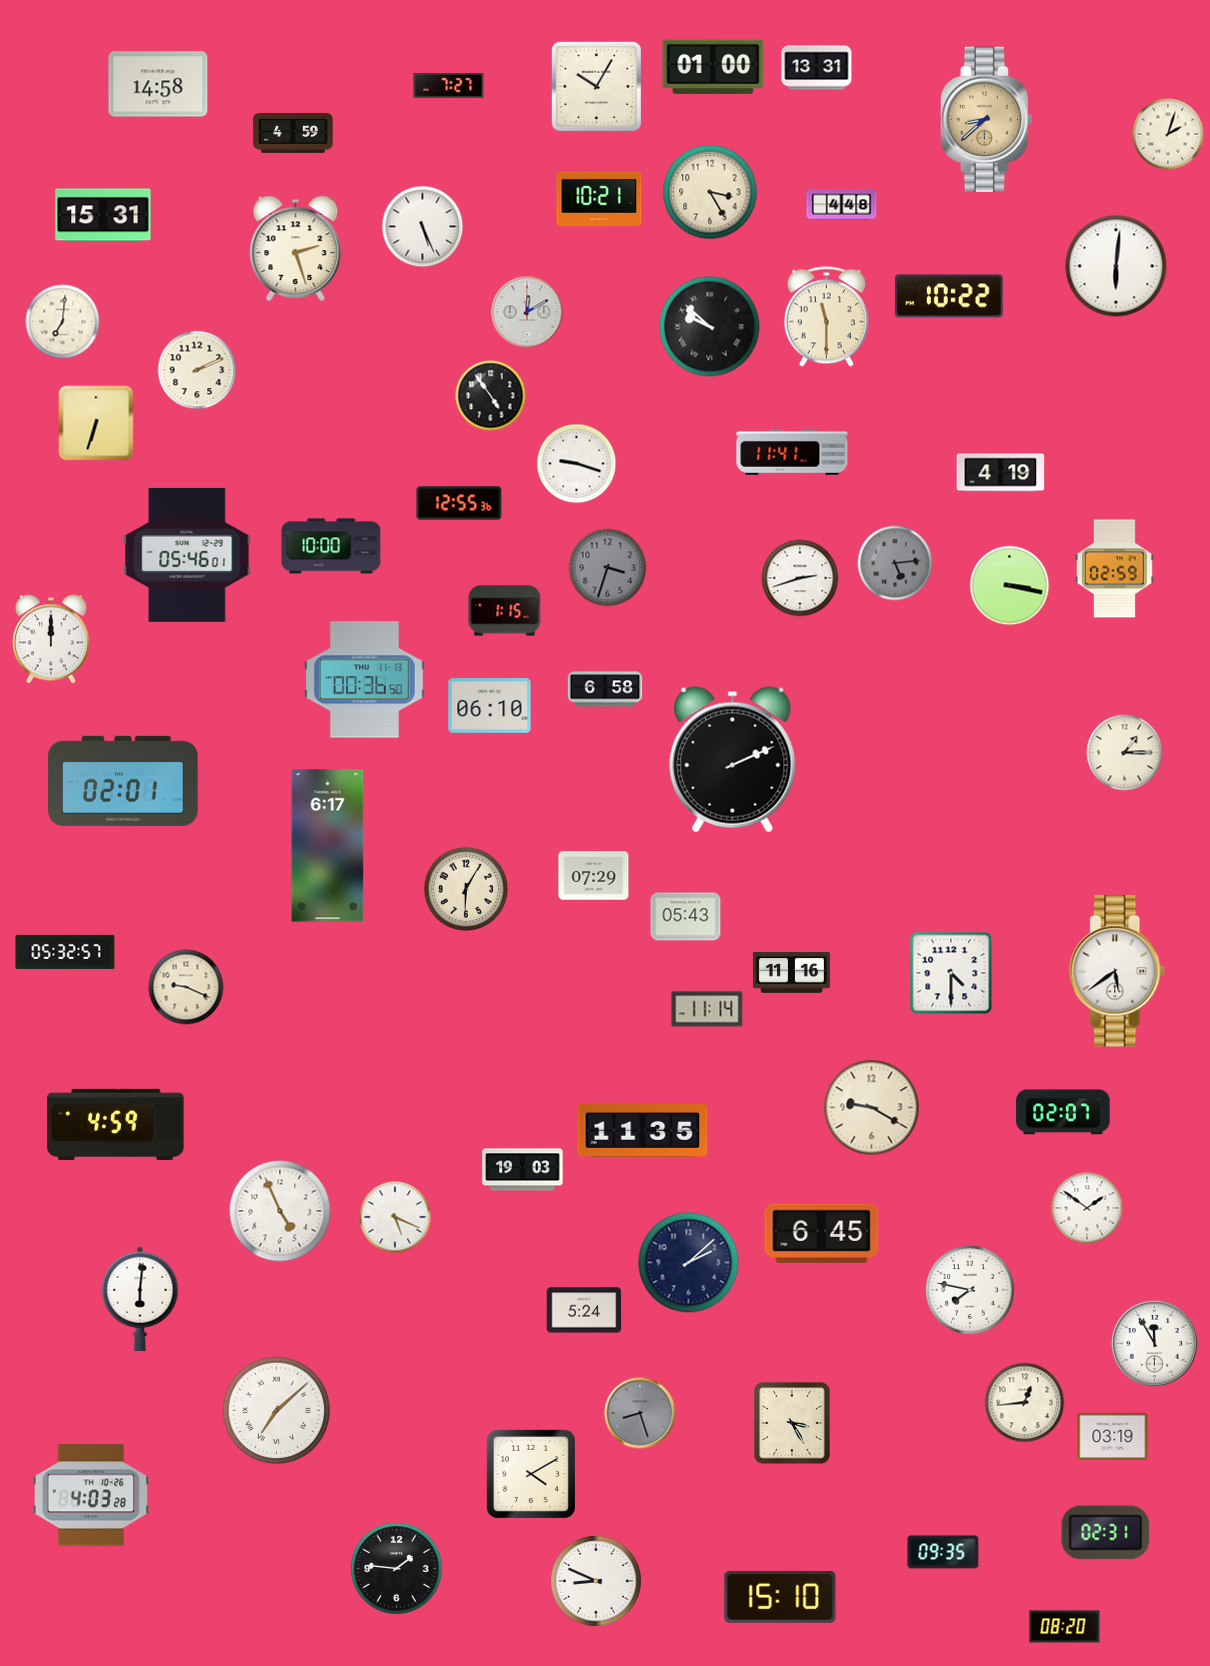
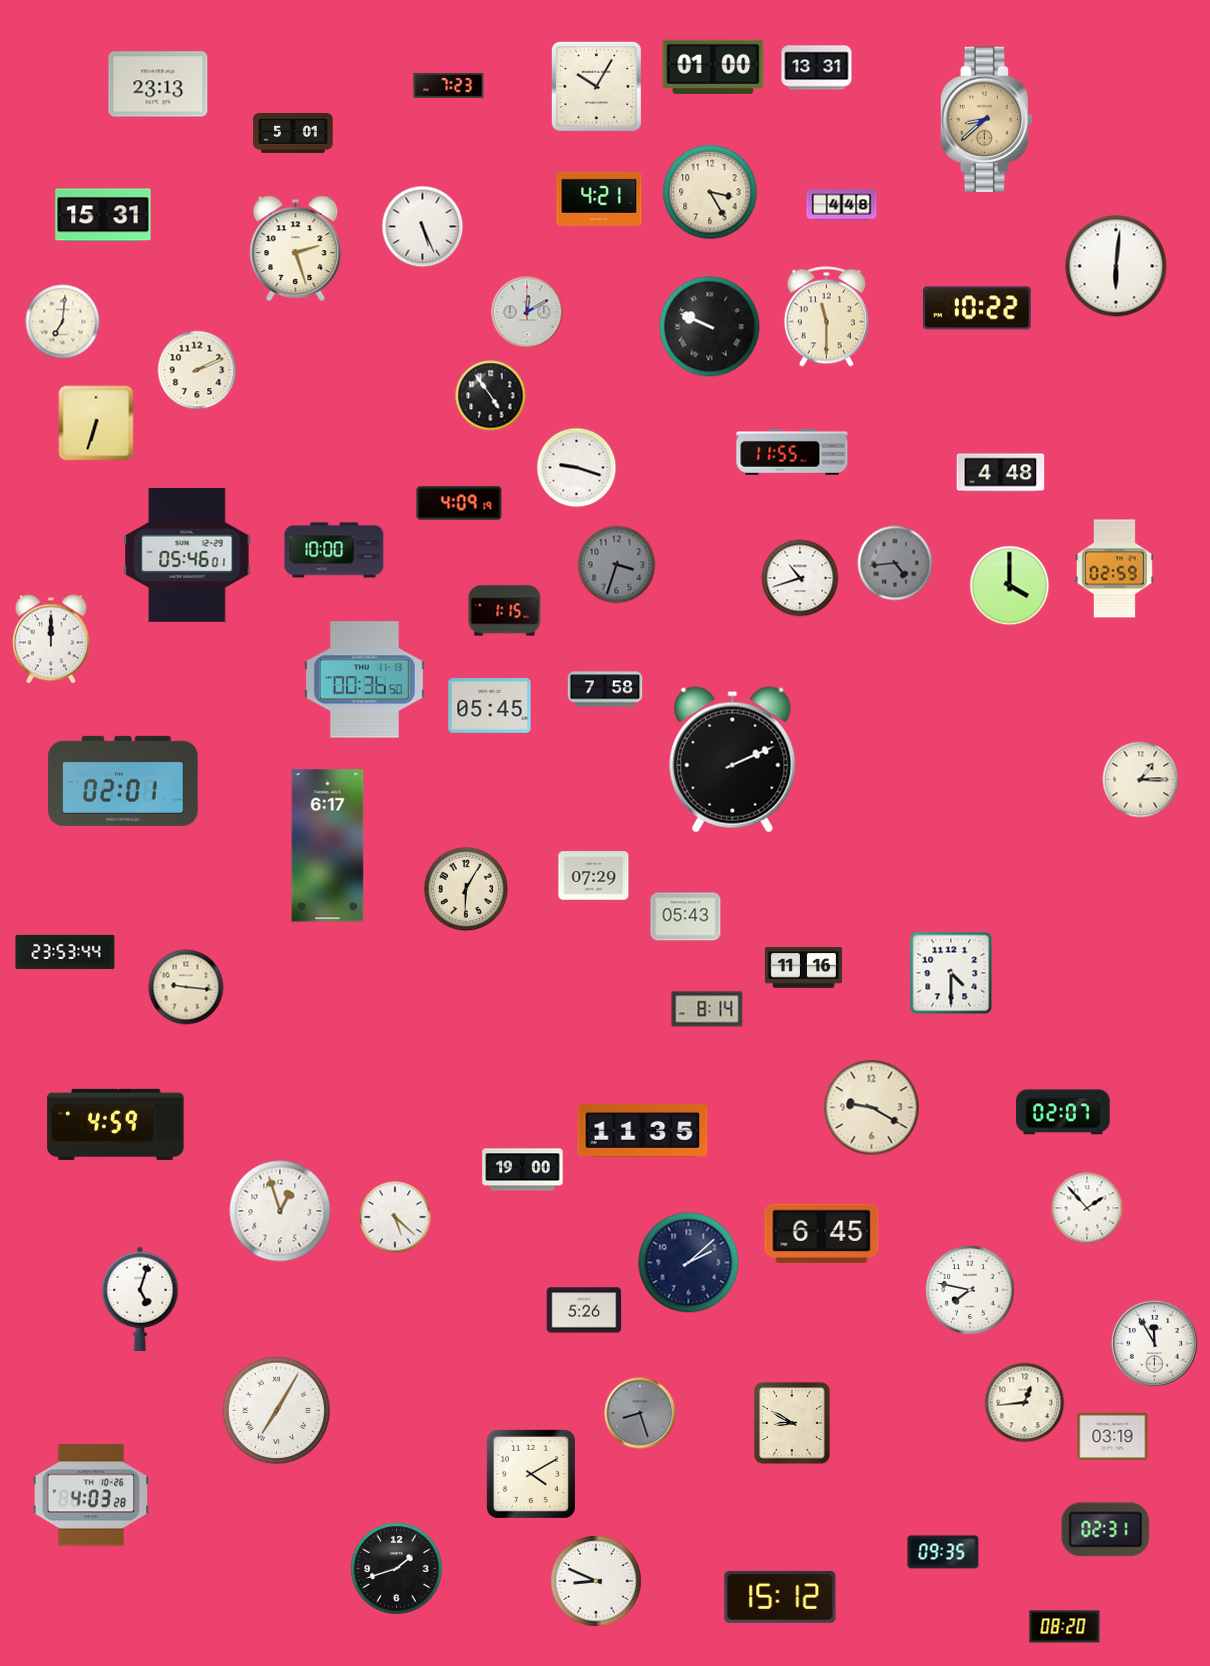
clock at (158, 84): 14:58 -> 23:13
clock at (449, 85): 7:27 -> 7:23
clock at (293, 133): 4:59 -> 5:01
clock at (1168, 134): 2:03 -> none
clock at (599, 199): 10:21 -> 4:21
clock at (949, 296) position: (949, 296) -> (977, 308)
clock at (710, 327): 9:52 -> 9:49
clock at (792, 452): 11:41 -> 11:55
clock at (577, 464) position: (577, 464) -> (577, 468)
clock at (1001, 473): 4:19 -> 4:48
clock at (459, 503): 12:55 -> 4:09
clock at (331, 546) position: (331, 546) -> (334, 550)
clock at (895, 563): 5:14 -> 4:44
clock at (608, 568) position: (608, 568) -> (617, 565)
clock at (800, 578): 2:42 -> 10:42
clock at (1010, 586): 3:17 -> 4:00
clock at (605, 689): 6:58 -> 7:58
clock at (490, 706): 06:10 -> 05:45
clock at (1125, 753) position: (1125, 753) -> (1141, 780)
clock at (65, 952): 05:32 -> 23:53
clock at (1118, 971): 5:39 -> none
clock at (791, 973) position: (791, 973) -> (803, 968)
clock at (186, 987): 9:19 -> 9:16
clock at (707, 1009): 11:14 -> 8:14
clock at (523, 1170): 19:03 -> 19:00
clock at (1087, 1208): 1:51 -> 1:53
clock at (280, 1211): 4:56 -> 12:57
clock at (395, 1217): 5:19 -> 5:22
clock at (140, 1299): 6:01 -> 5:03
clock at (584, 1310): 5:24 -> 5:26
clock at (277, 1411): 7:08 -> 7:05
clock at (792, 1423): 3:25 -> 8:50
clock at (1106, 1533) position: (1106, 1533) -> (1106, 1530)
clock at (397, 1569): 1:46 -> 1:42
clock at (780, 1597): 15:10 -> 15:12
